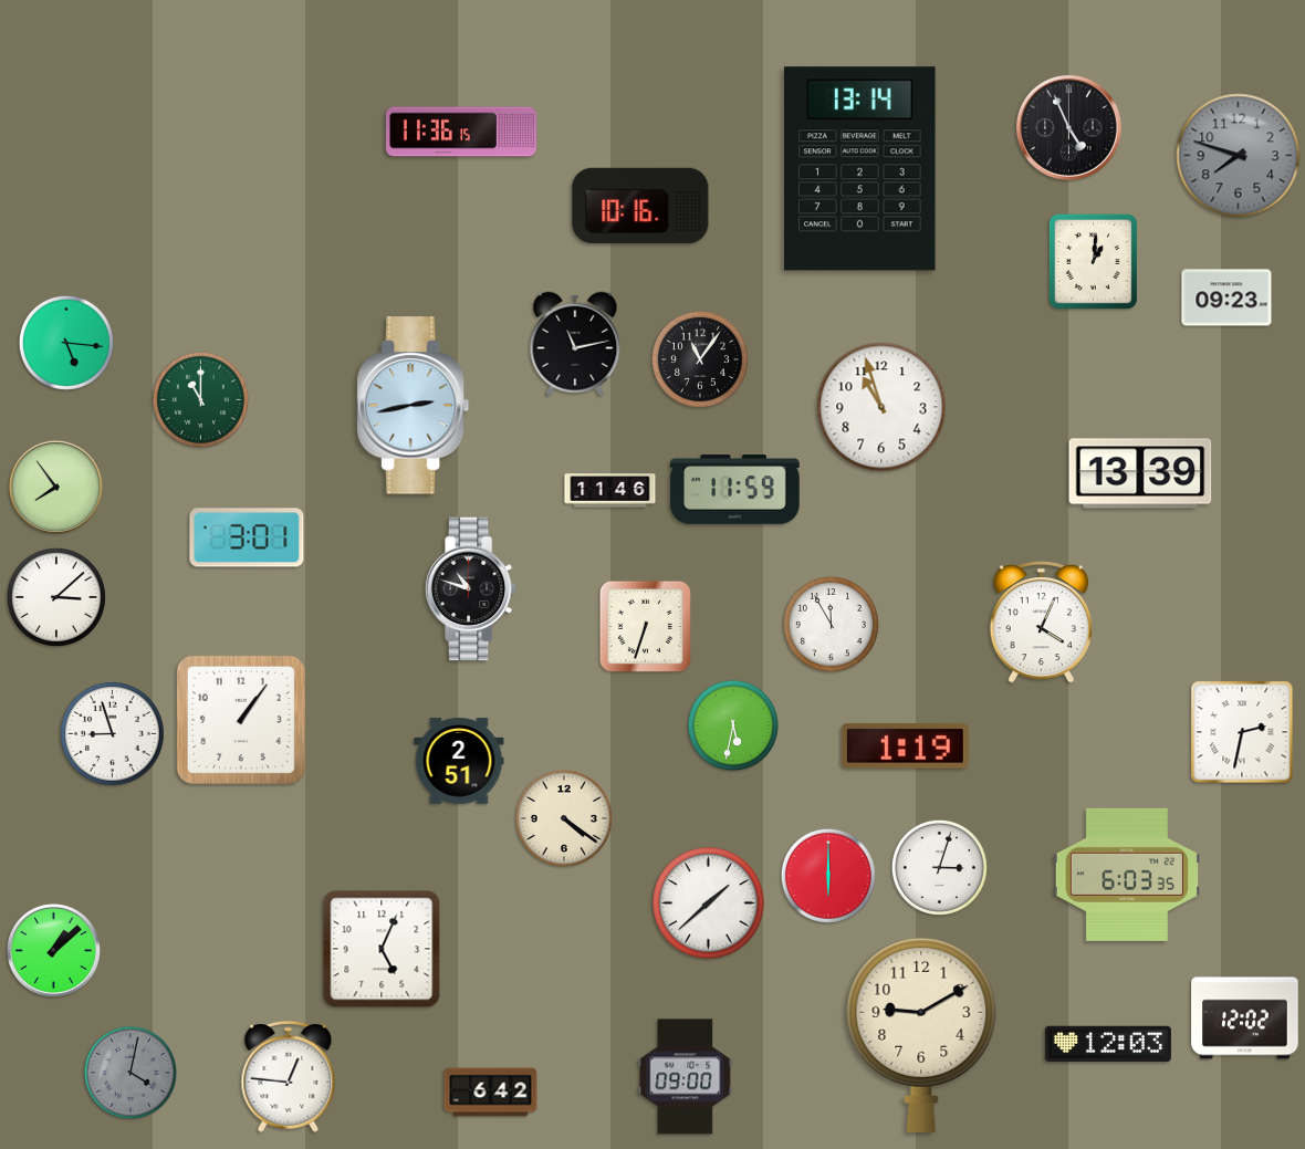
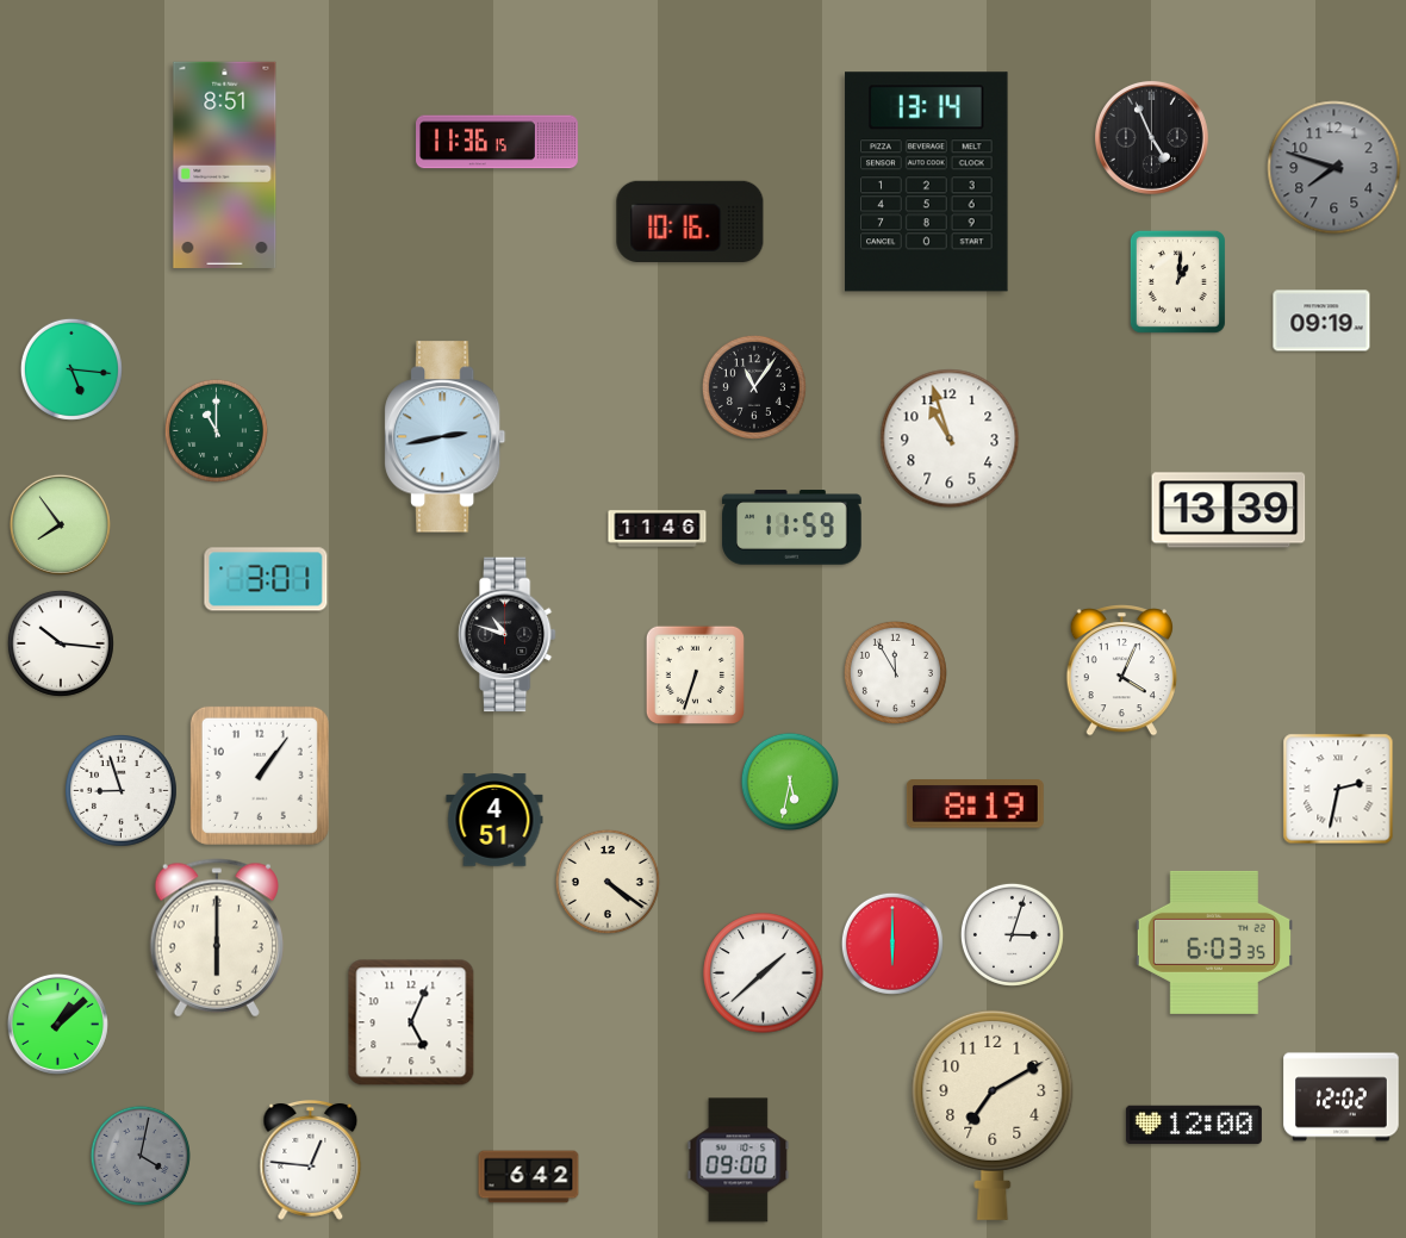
clock at (225, 164): none -> 8:51
clock at (1226, 297): 09:23 -> 09:19
clock at (575, 344): 11:13 -> none
clock at (56, 597): 3:08 -> 10:16
clock at (905, 746): 1:19 -> 8:19
clock at (459, 761): 2:51 -> 4:51
clock at (217, 938): none -> 6:00
clock at (921, 1034): 9:10 -> 7:10
clock at (1108, 1044): 12:03 -> 12:00
